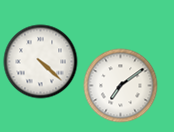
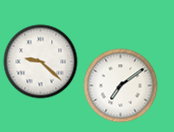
clock at (41, 62): 4:22 -> 9:22
